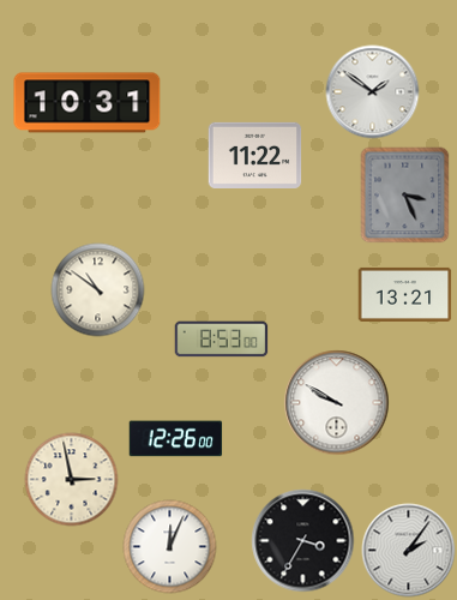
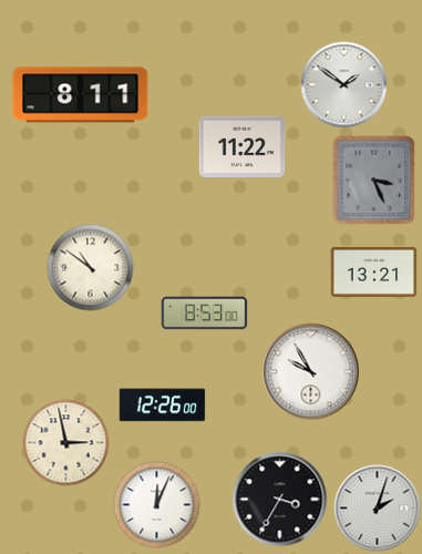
clock at (88, 103): 10:31 -> 8:11
clock at (254, 155) position: (254, 155) -> (241, 146)
clock at (336, 402): 9:50 -> 9:55
clock at (408, 550): 2:06 -> 2:03
